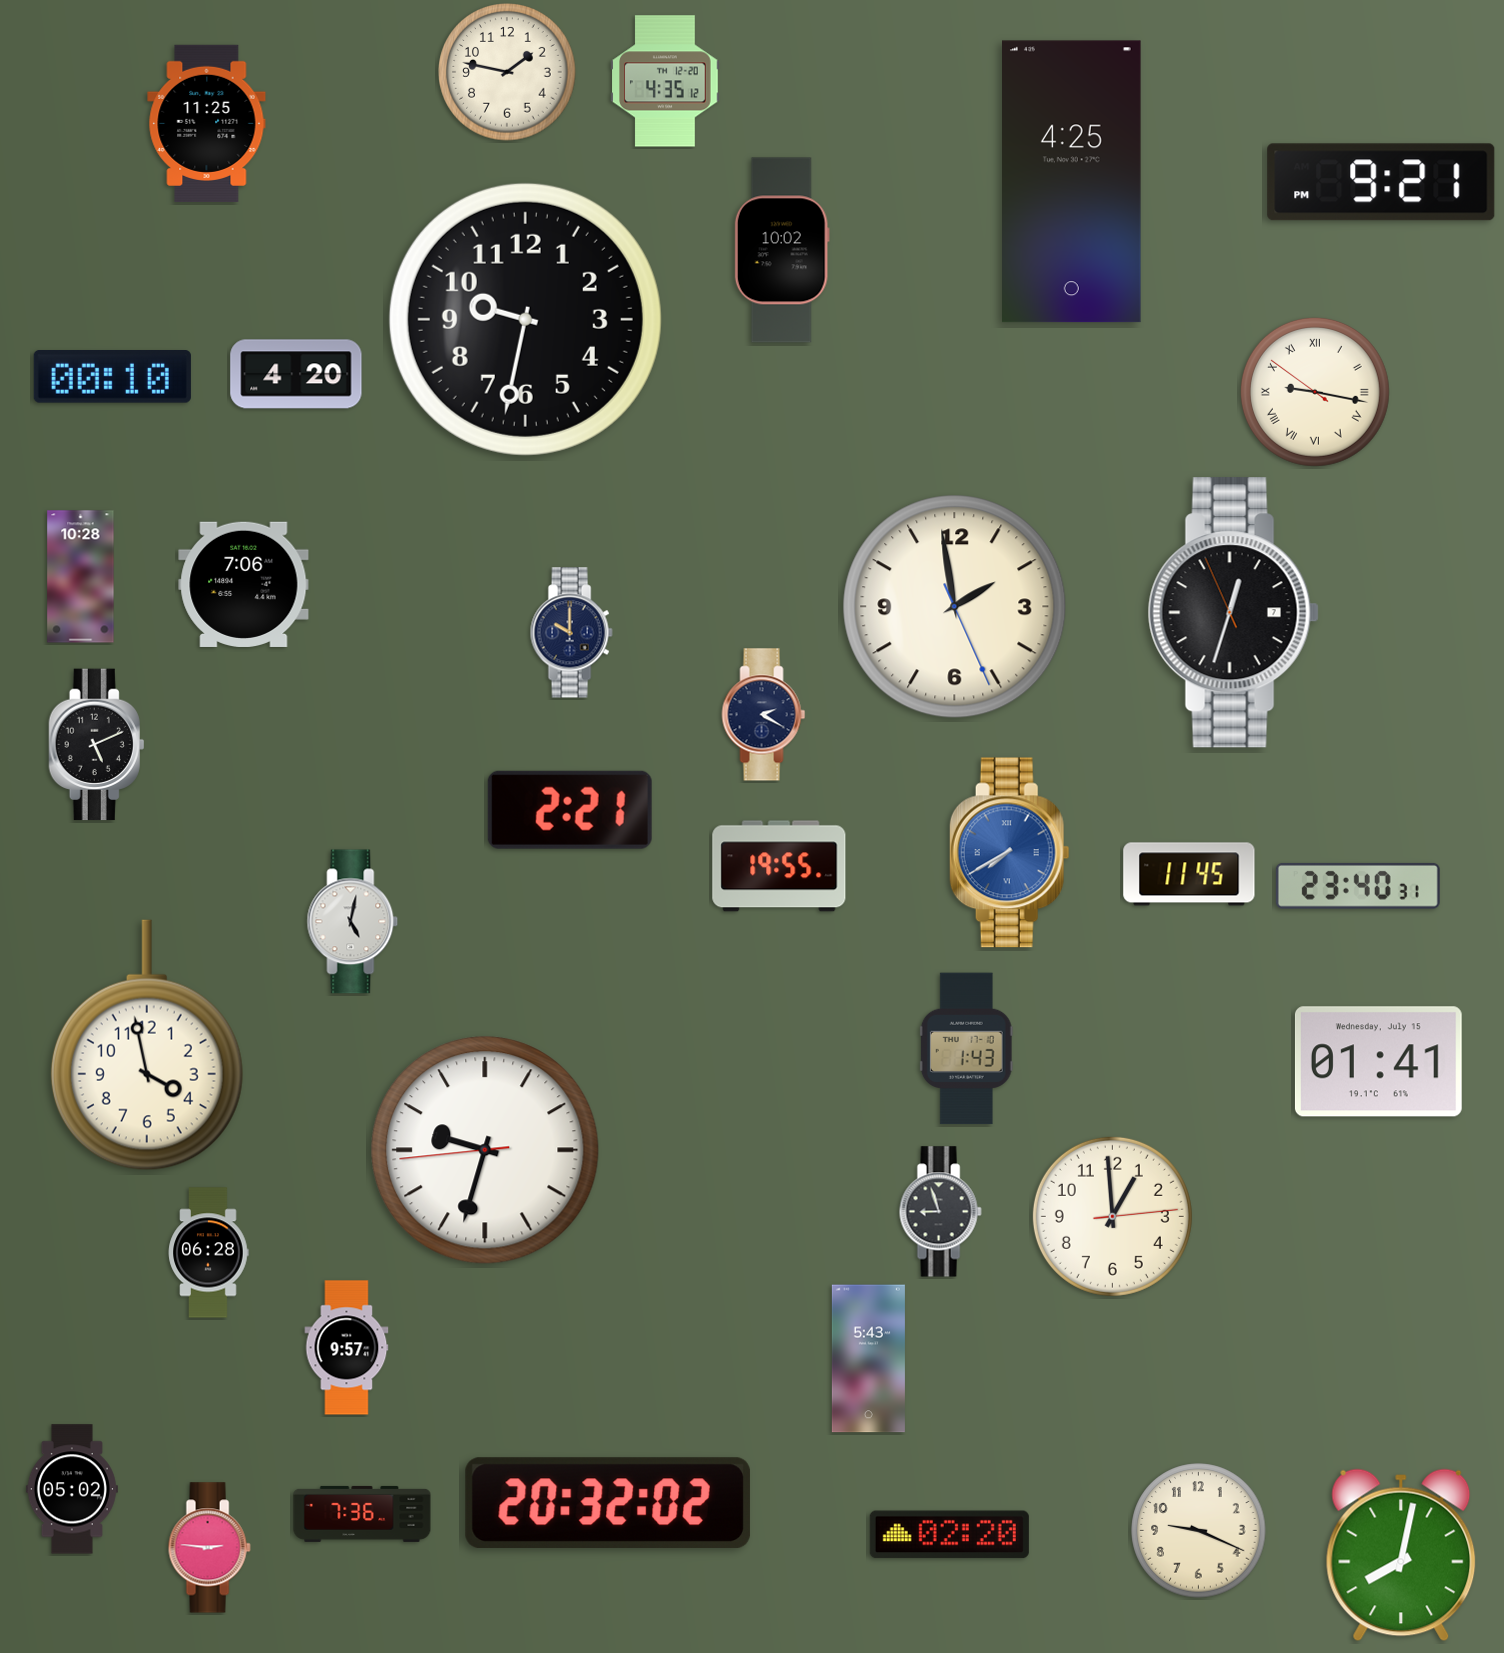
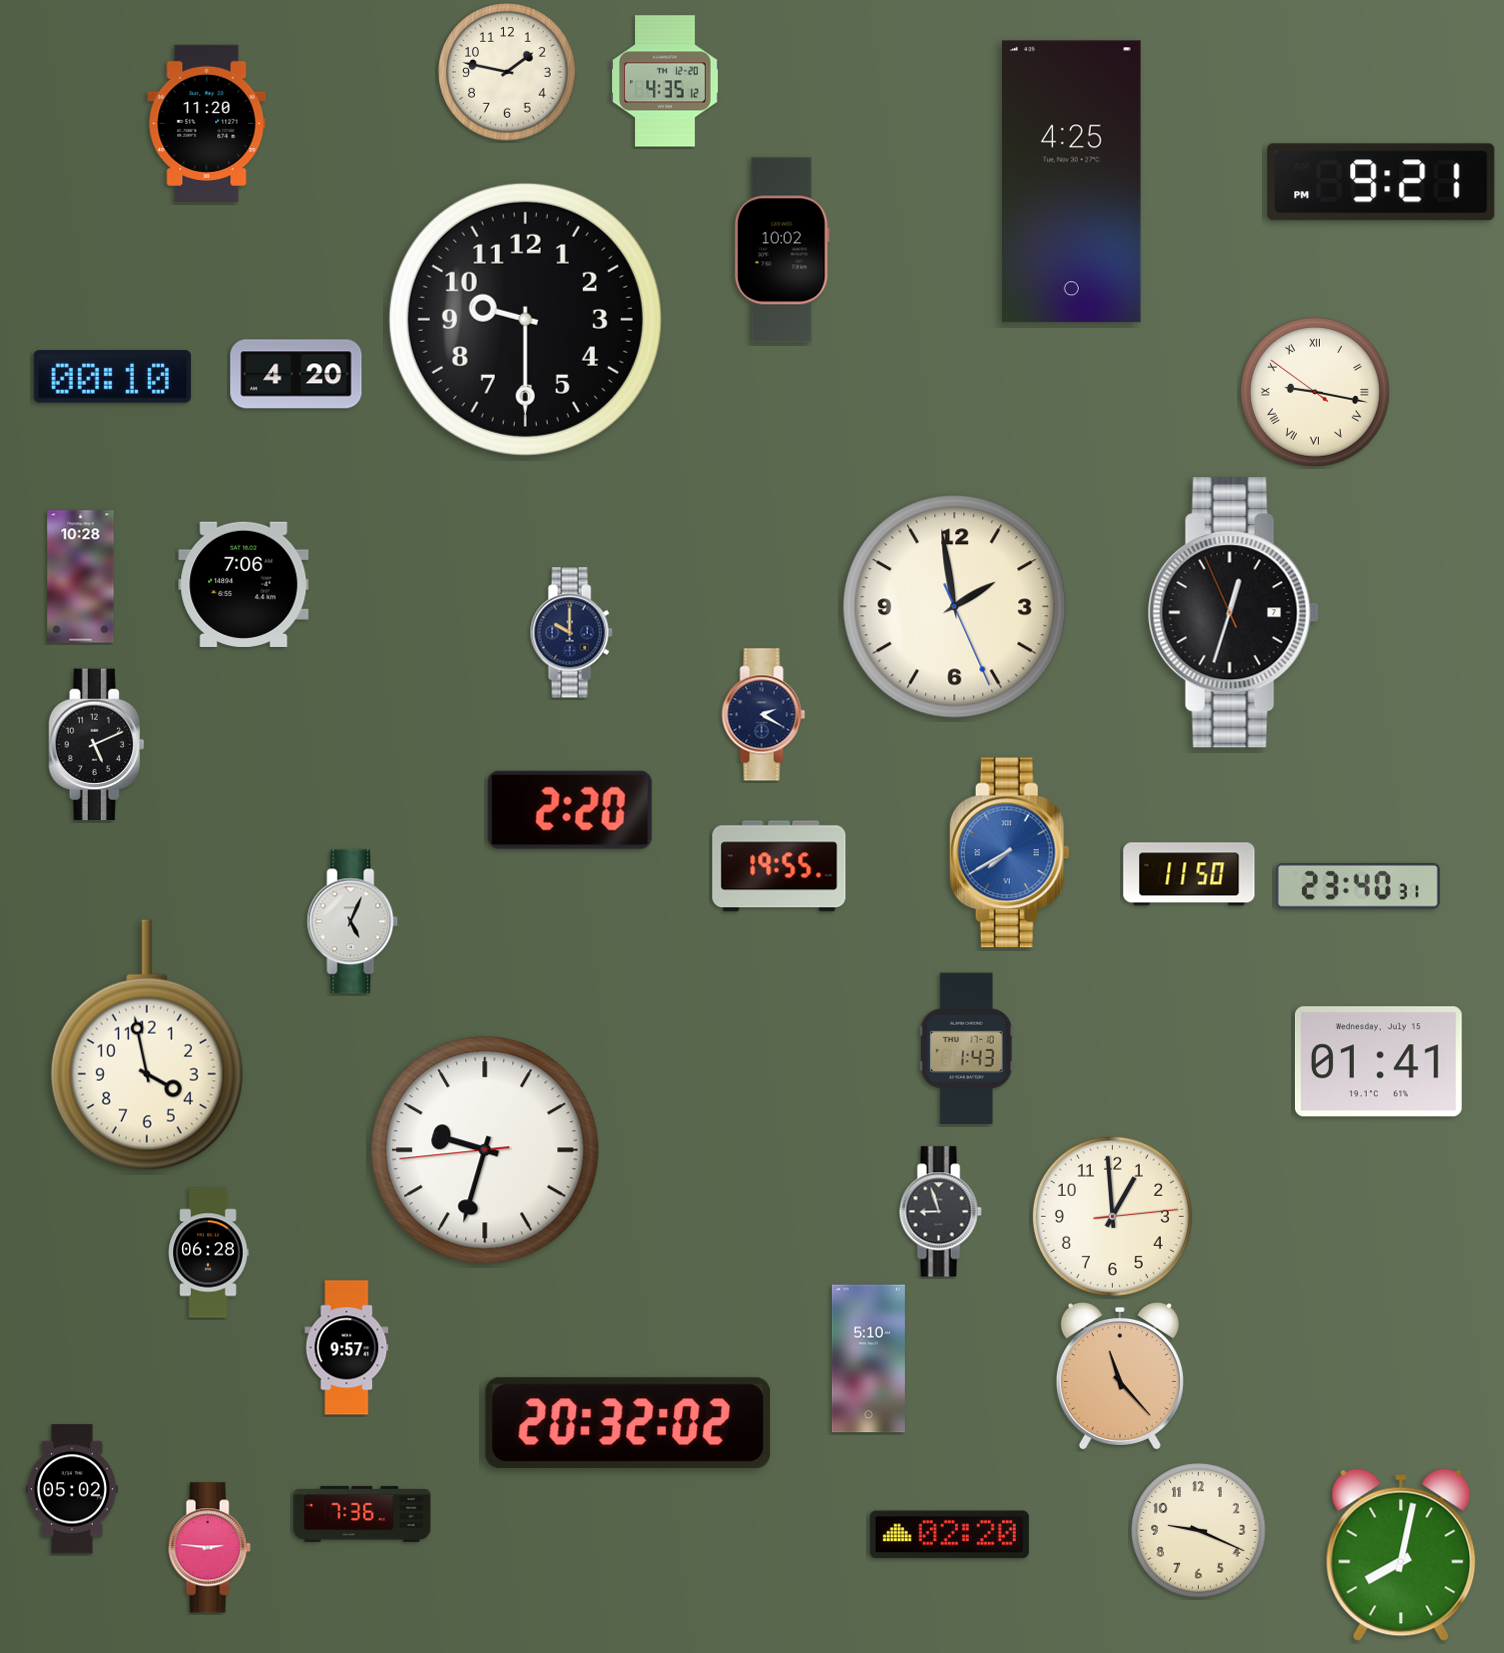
clock at (207, 123): 11:25 -> 11:20
clock at (525, 319): 9:32 -> 9:30
clock at (570, 810): 2:21 -> 2:20
clock at (1189, 874): 11:45 -> 11:50
clock at (353, 922): 5:02 -> 5:04
clock at (868, 1359): 5:43 -> 5:10
clock at (1120, 1376): none -> 11:23
clock at (608, 1502) position: (608, 1502) -> (628, 1422)
